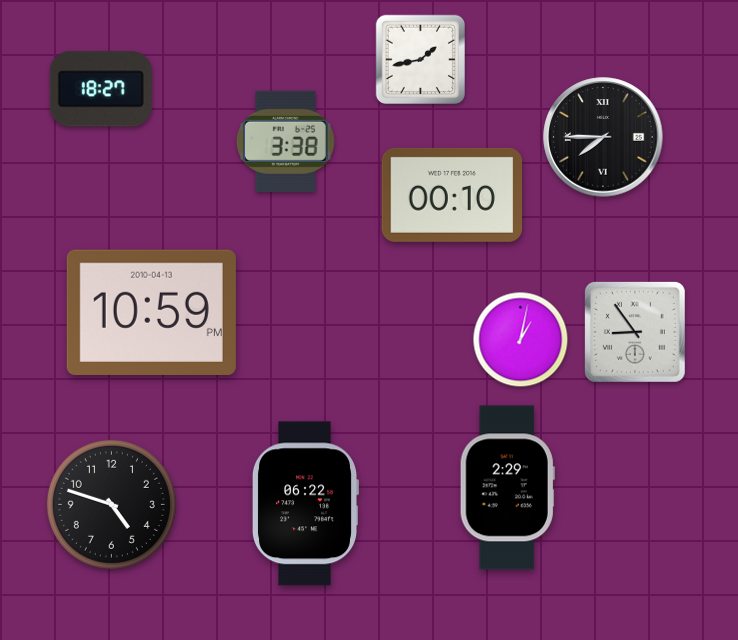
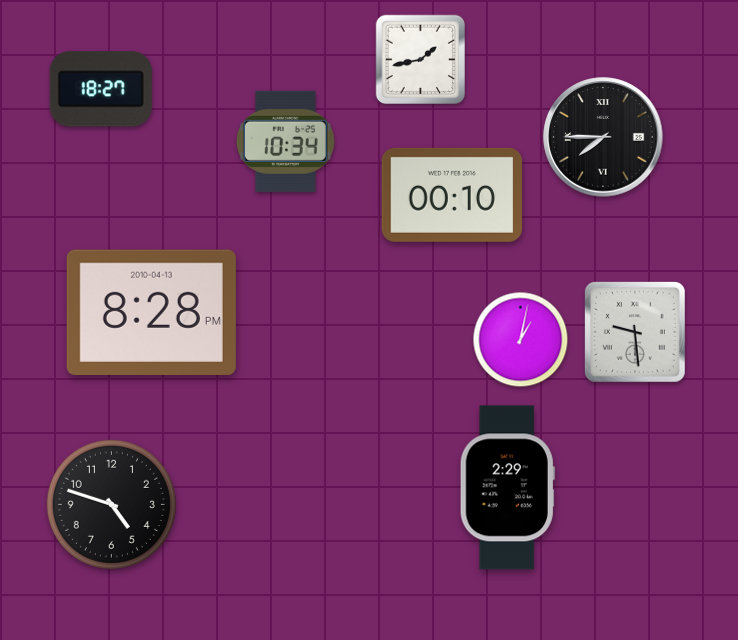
clock at (285, 141): 3:38 -> 10:34
clock at (151, 312): 10:59 -> 8:28
clock at (635, 332): 8:54 -> 9:29
clock at (304, 504): 06:22 -> none
